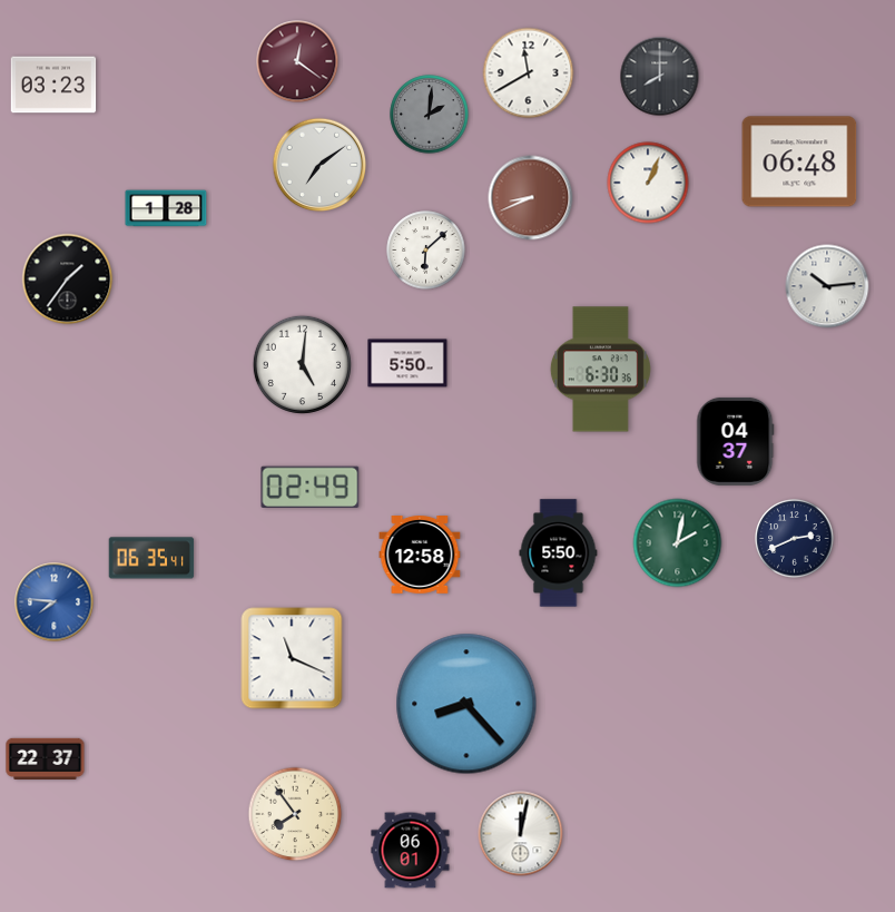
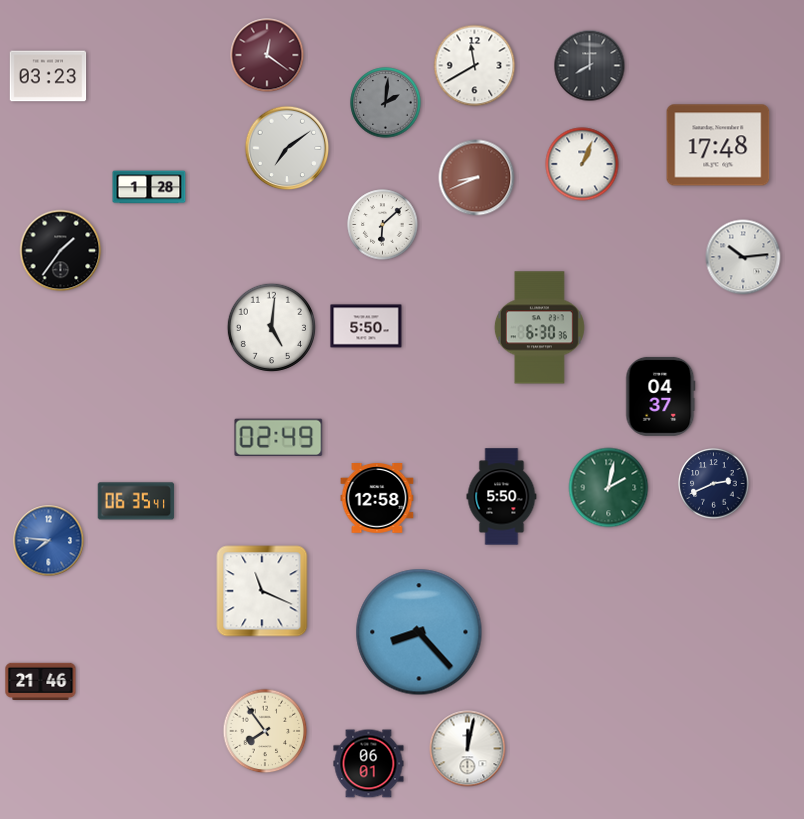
clock at (660, 77) position: (660, 77) -> (590, 66)
clock at (799, 161): 06:48 -> 17:48
clock at (600, 370) position: (600, 370) -> (539, 328)
clock at (46, 758): 22:37 -> 21:46
